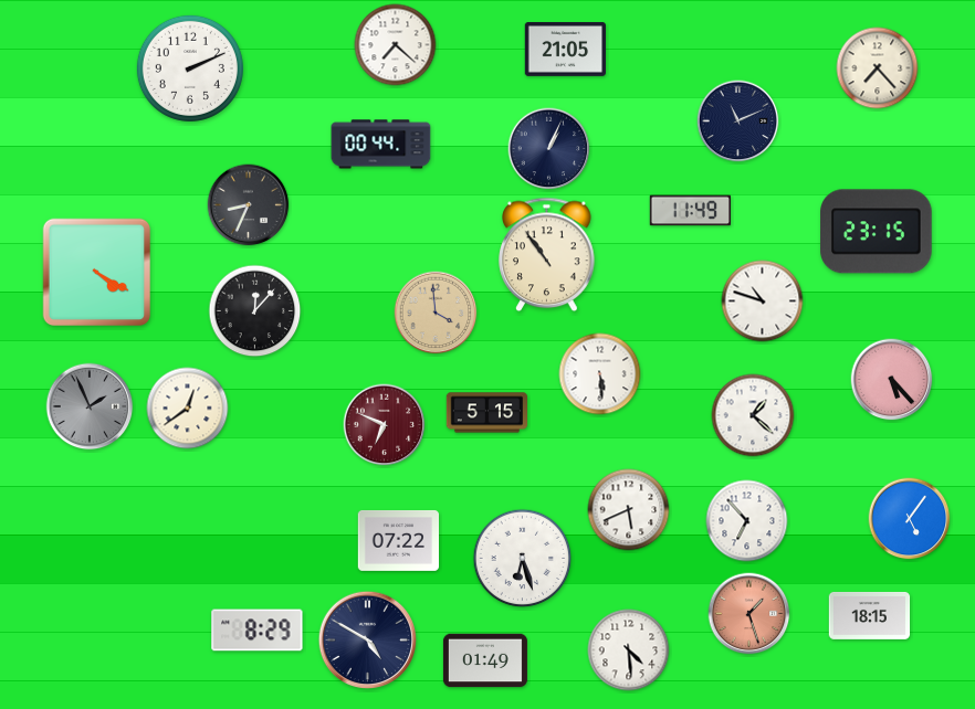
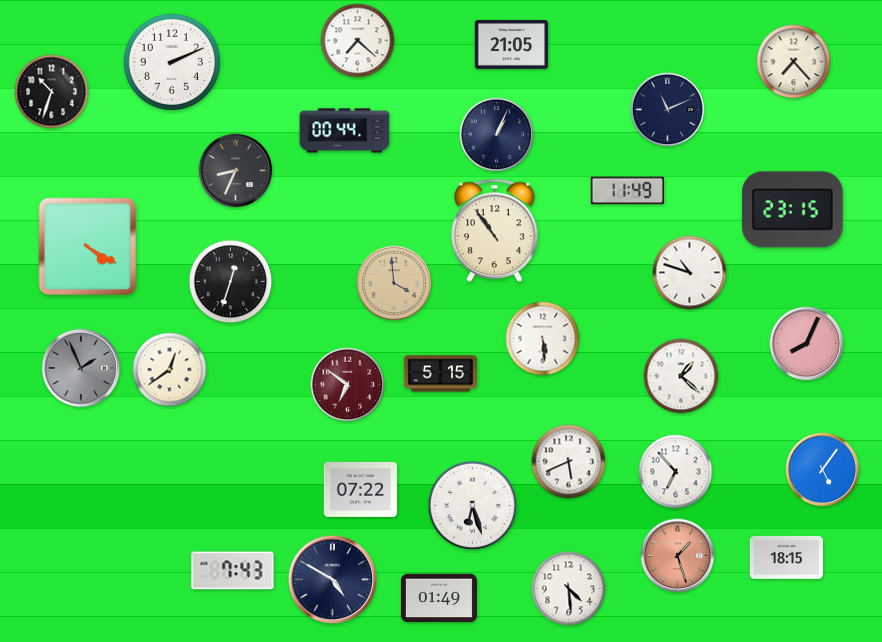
clock at (52, 92): none -> 10:33
clock at (249, 205) position: (249, 205) -> (236, 171)
clock at (690, 211) position: (690, 211) -> (627, 191)
clock at (255, 311): 12:07 -> 12:33
clock at (892, 380): 5:23 -> 8:04
clock at (385, 425): 6:49 -> 6:51
clock at (258, 631): 8:29 -> 7:43
